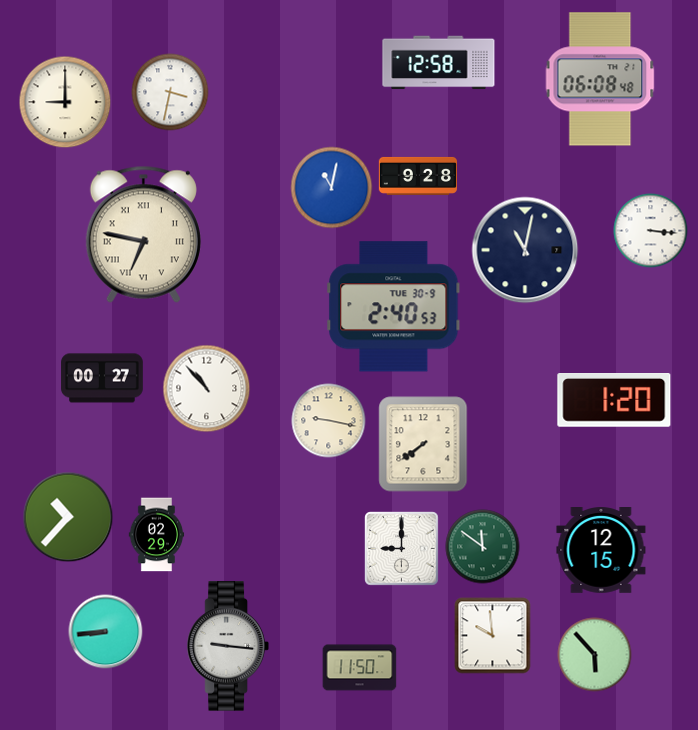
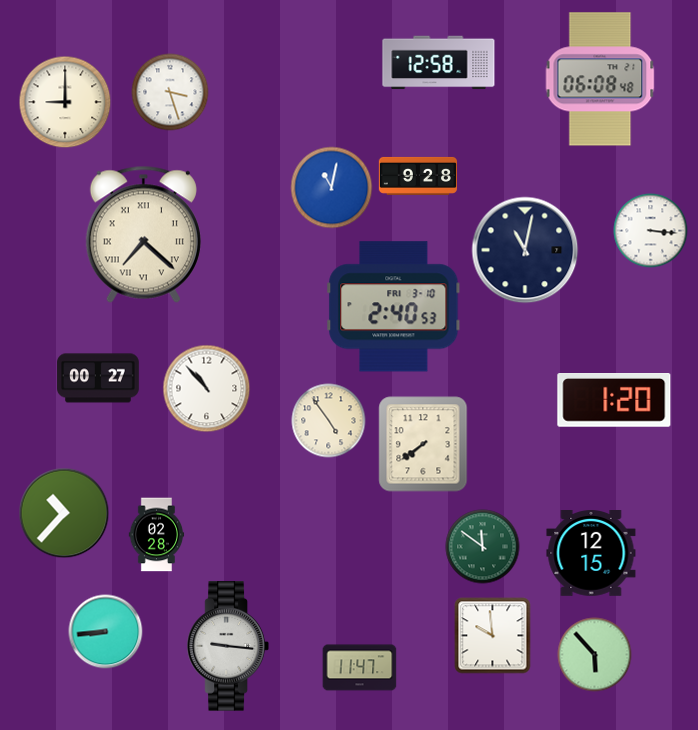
clock at (170, 92): 3:32 -> 3:27
clock at (143, 234): 6:47 -> 7:22
clock at (394, 307) date: TUE 30-9 -> FRI 3-10
clock at (102, 378) position: (102, 378) -> (98, 378)
clock at (329, 421): 9:17 -> 4:54
clock at (68, 517) position: (68, 517) -> (64, 513)
clock at (157, 535): 02:29 -> 02:28
clock at (402, 549): 9:00 -> none
clock at (601, 551) position: (601, 551) -> (591, 554)
clock at (360, 668): 11:50 -> 11:47
